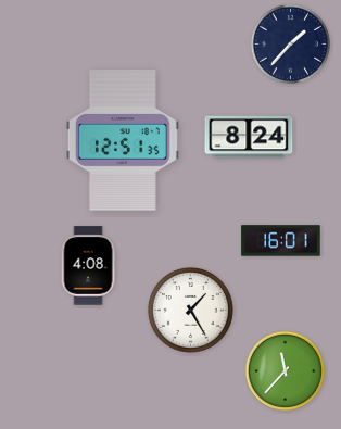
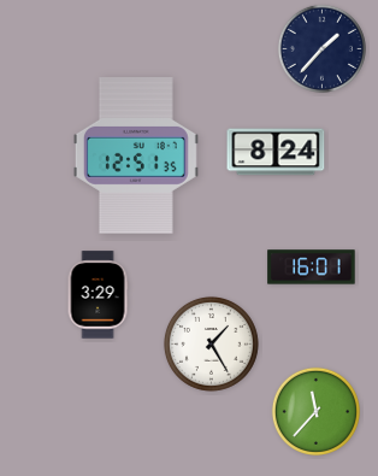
clock at (88, 266): 4:08 -> 3:29
